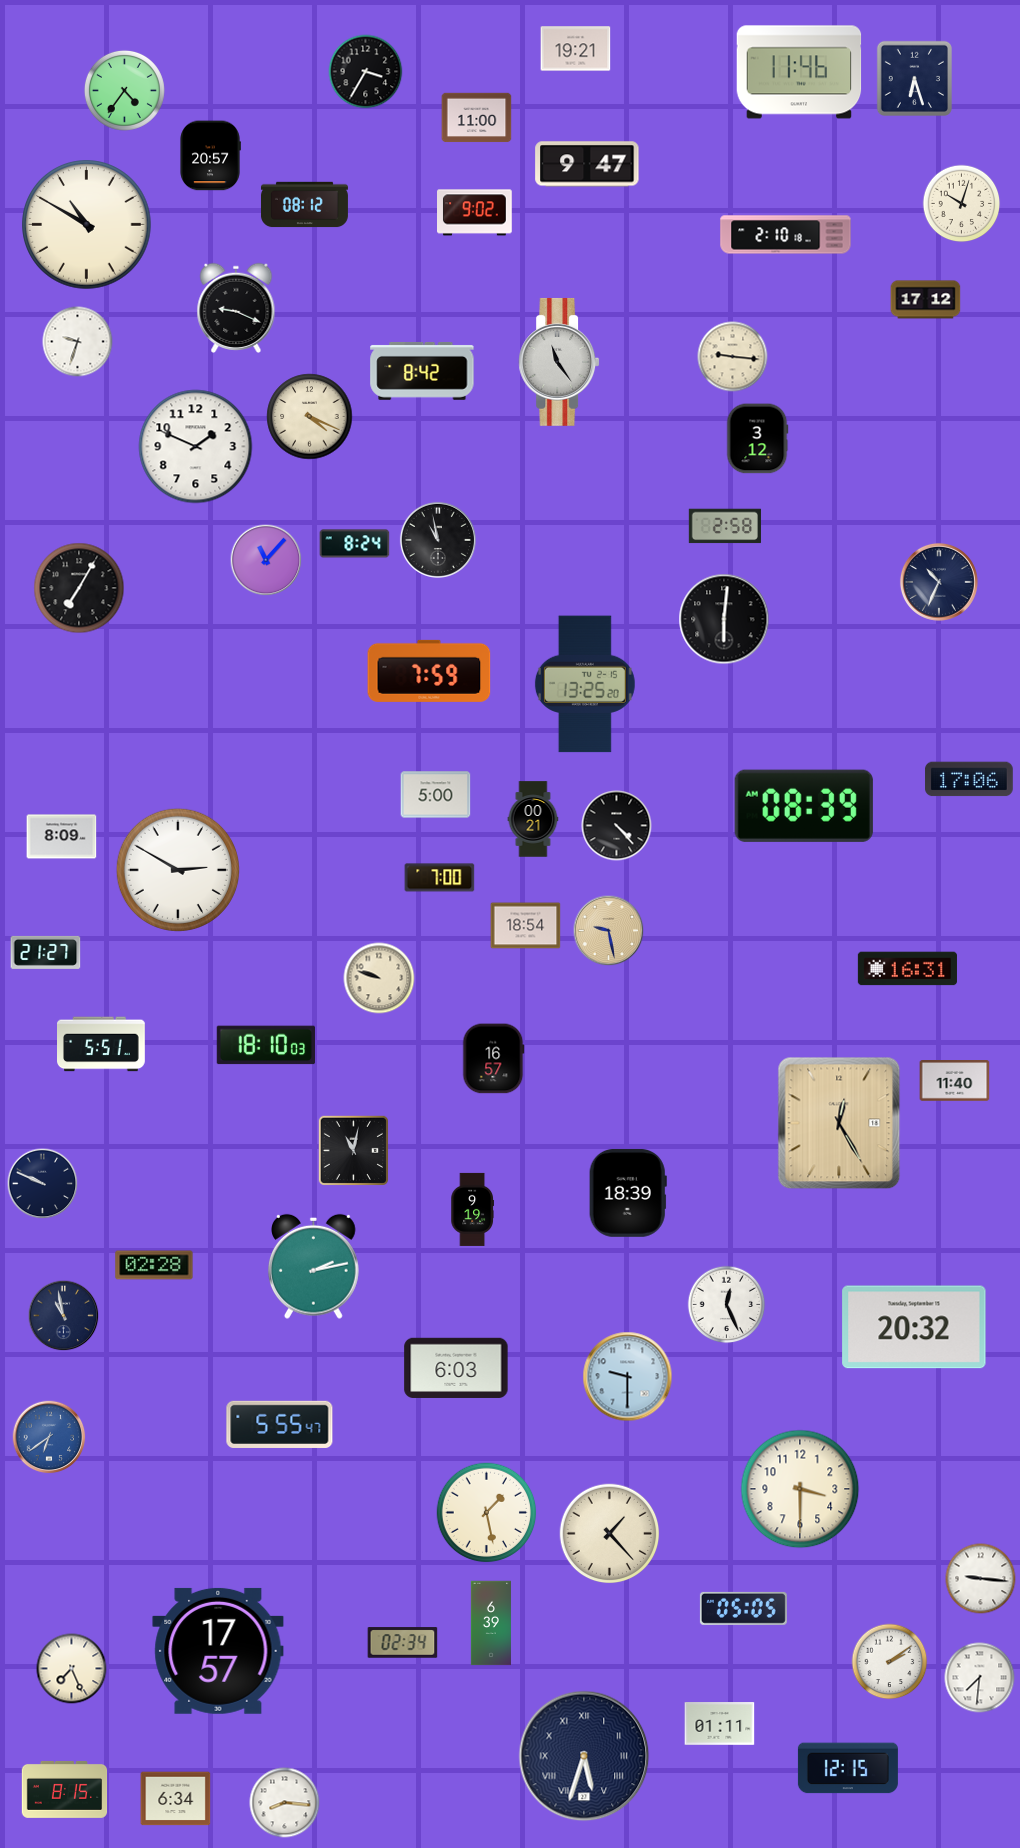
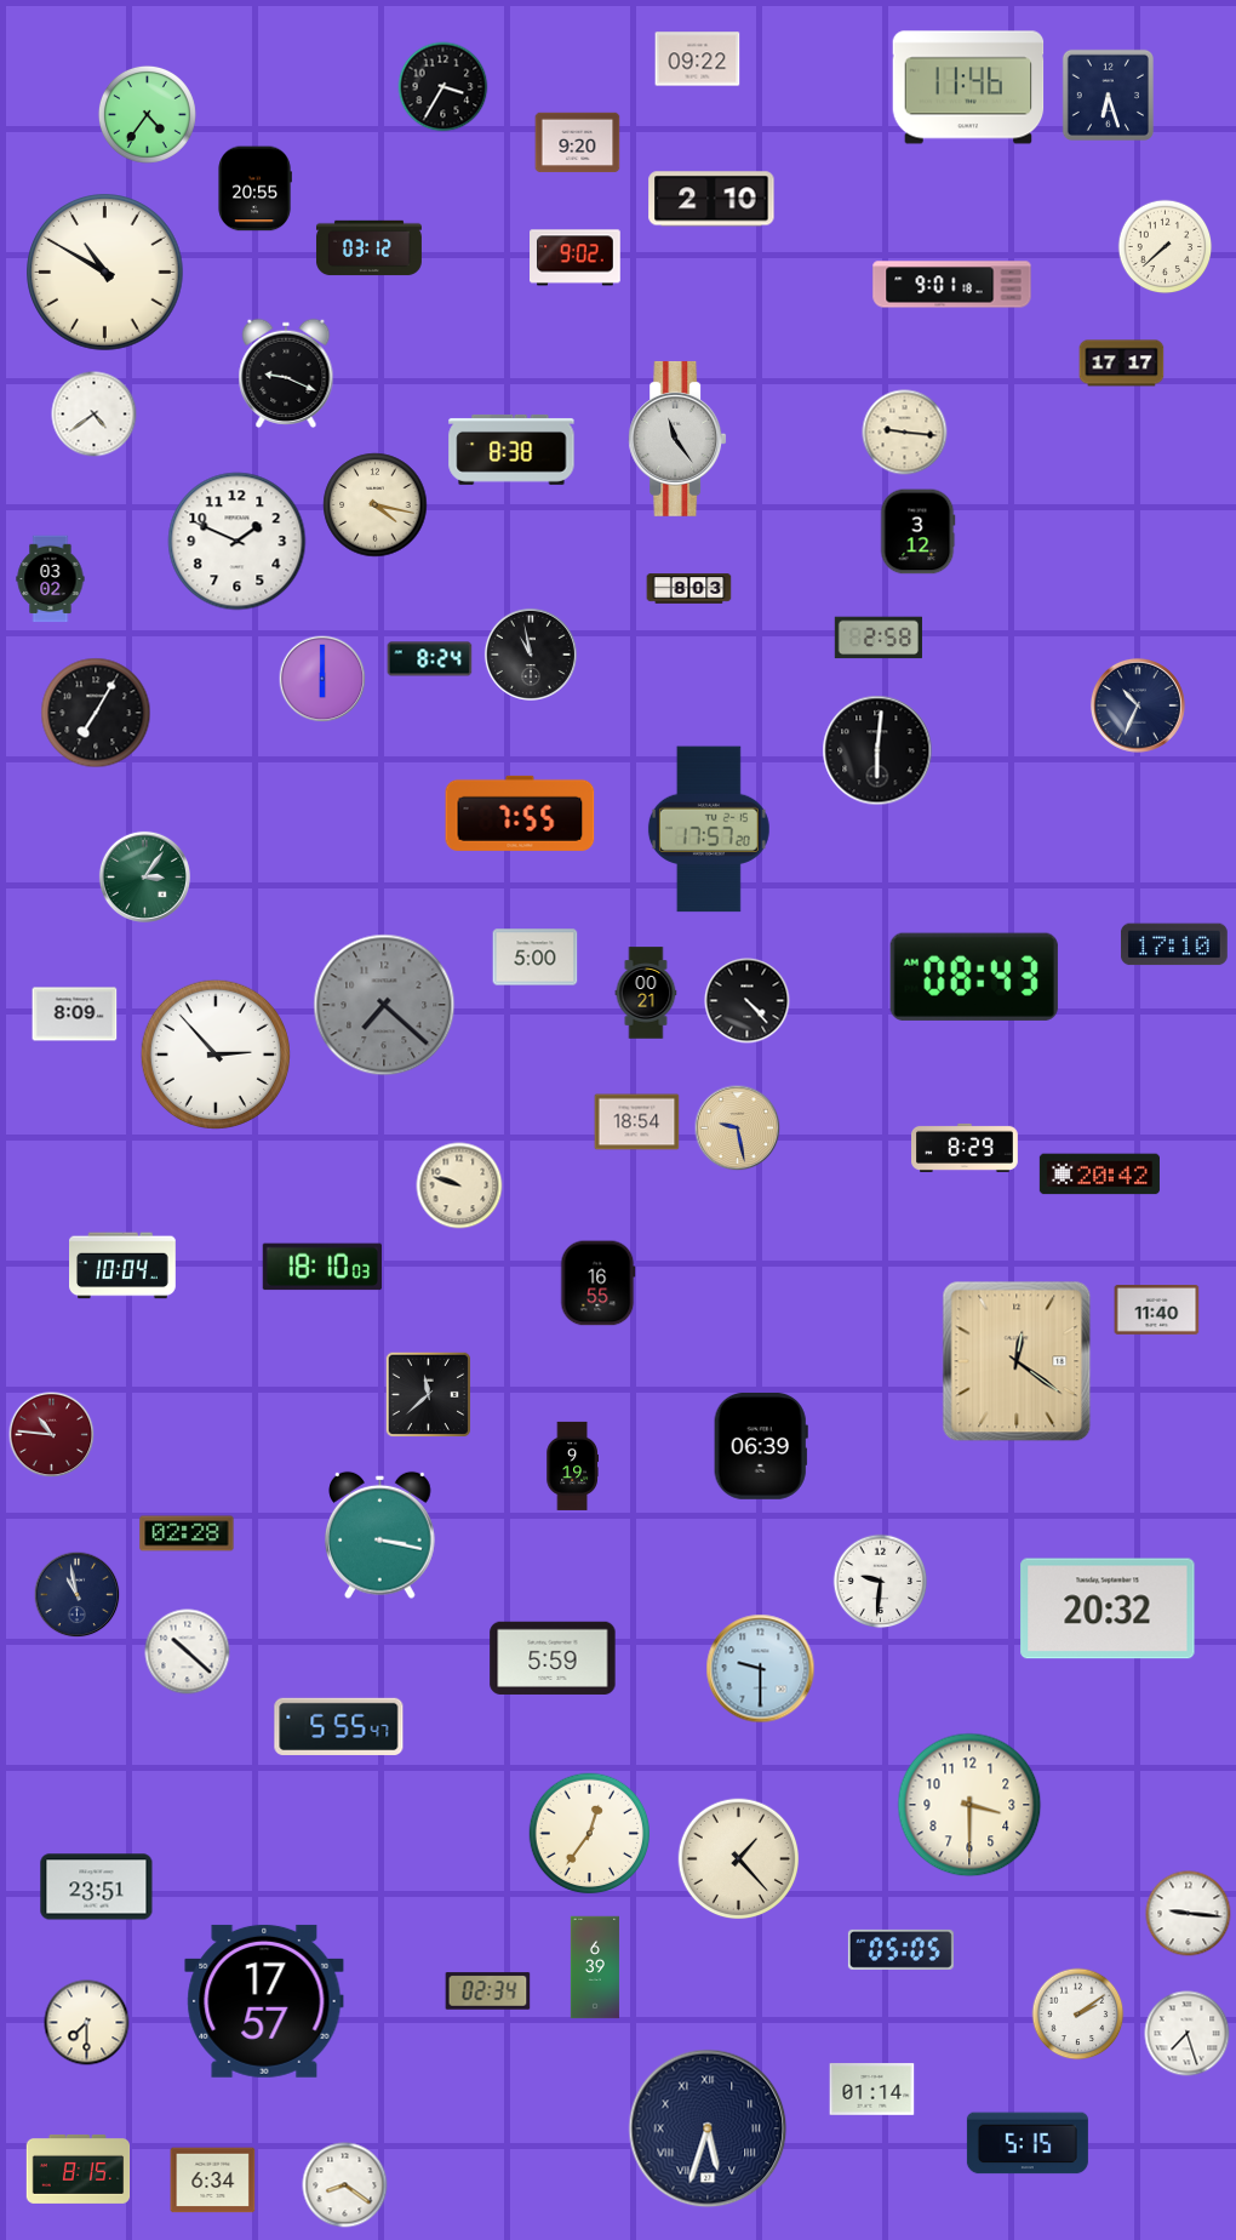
clock at (576, 49): 19:21 -> 09:22
clock at (124, 90) position: (124, 90) -> (147, 114)
clock at (477, 118): 11:00 -> 9:20
clock at (210, 156): 20:57 -> 20:55
clock at (587, 164): 9:47 -> 2:10
clock at (962, 204): 10:03 -> 7:38
clock at (304, 205): 08:12 -> 03:12
clock at (786, 235): 2:10 -> 9:01
clock at (926, 300): 17:12 -> 17:17
clock at (78, 342): 9:33 -> 4:39
clock at (733, 357) position: (733, 357) -> (905, 433)
clock at (422, 371): 8:42 -> 8:38
clock at (310, 417): 4:19 -> 4:17
clock at (51, 579): none -> 03:02
clock at (689, 589): none -> 8:03
clock at (266, 560): 11:07 -> 6:00
clock at (429, 671): 7:59 -> 7:55
clock at (585, 684): 13:25 -> 17:57
clock at (144, 876): none -> 3:06
clock at (970, 779): 17:06 -> 17:10
clock at (436, 795) position: (436, 795) -> (536, 958)
clock at (804, 806): 08:39 -> 08:43
clock at (384, 1005): none -> 7:22
clock at (178, 870): 2:50 -> 2:53
clock at (440, 878): 7:00 -> none
clock at (965, 1148): none -> 8:29
clock at (46, 952): 21:27 -> none
clock at (907, 969): 16:31 -> 20:42
clock at (102, 1044): 5:51 -> 10:04
clock at (494, 1059): 16:57 -> 16:55
clock at (839, 1123): 12:25 -> 12:21
clock at (353, 1150): 11:02 -> 11:38
clock at (43, 1184): 9:49 -> 10:46
clock at (43, 1184) dial: navy -> burgundy
clock at (628, 1193): 18:39 -> 06:39
clock at (314, 1266): 2:13 -> 3:17
clock at (727, 1305): 12:26 -> 9:31
clock at (188, 1652): none -> 10:22
clock at (456, 1367): 6:03 -> 5:59
clock at (49, 1437): 6:39 -> none
clock at (487, 1513): 1:28 -> 12:36
clock at (97, 1887): none -> 23:51
clock at (72, 1669): 7:26 -> 7:30
clock at (980, 1678): 7:31 -> 7:27
clock at (720, 1724): 01:11 -> 01:14
clock at (848, 1768): 12:15 -> 5:15
clock at (285, 1803): 8:16 -> 8:21
